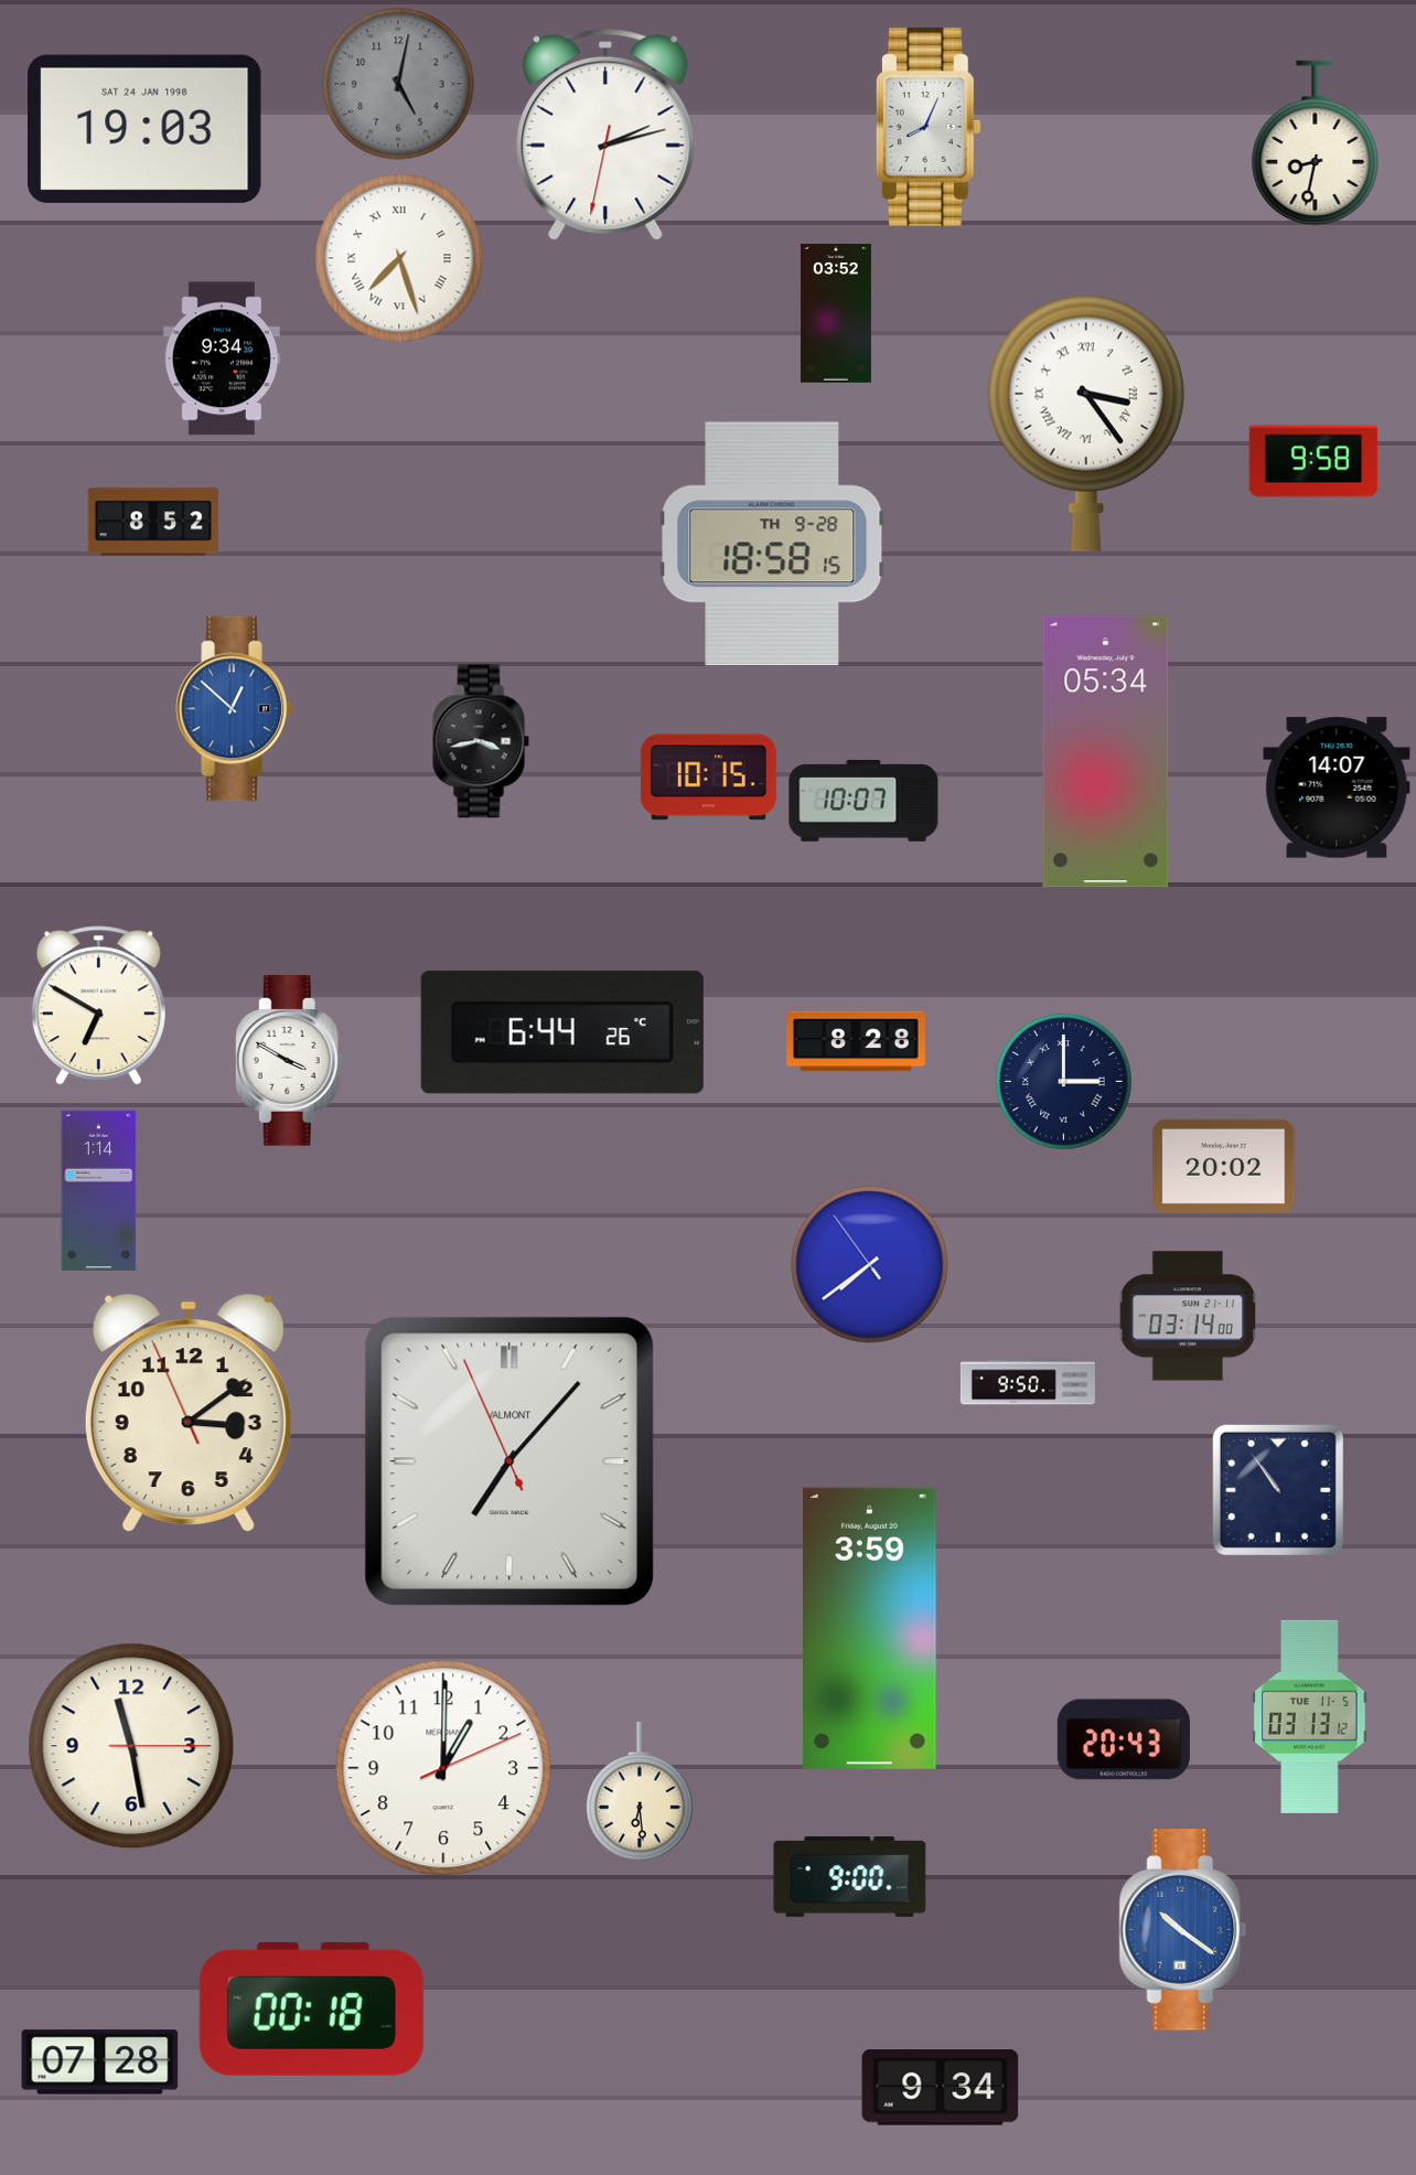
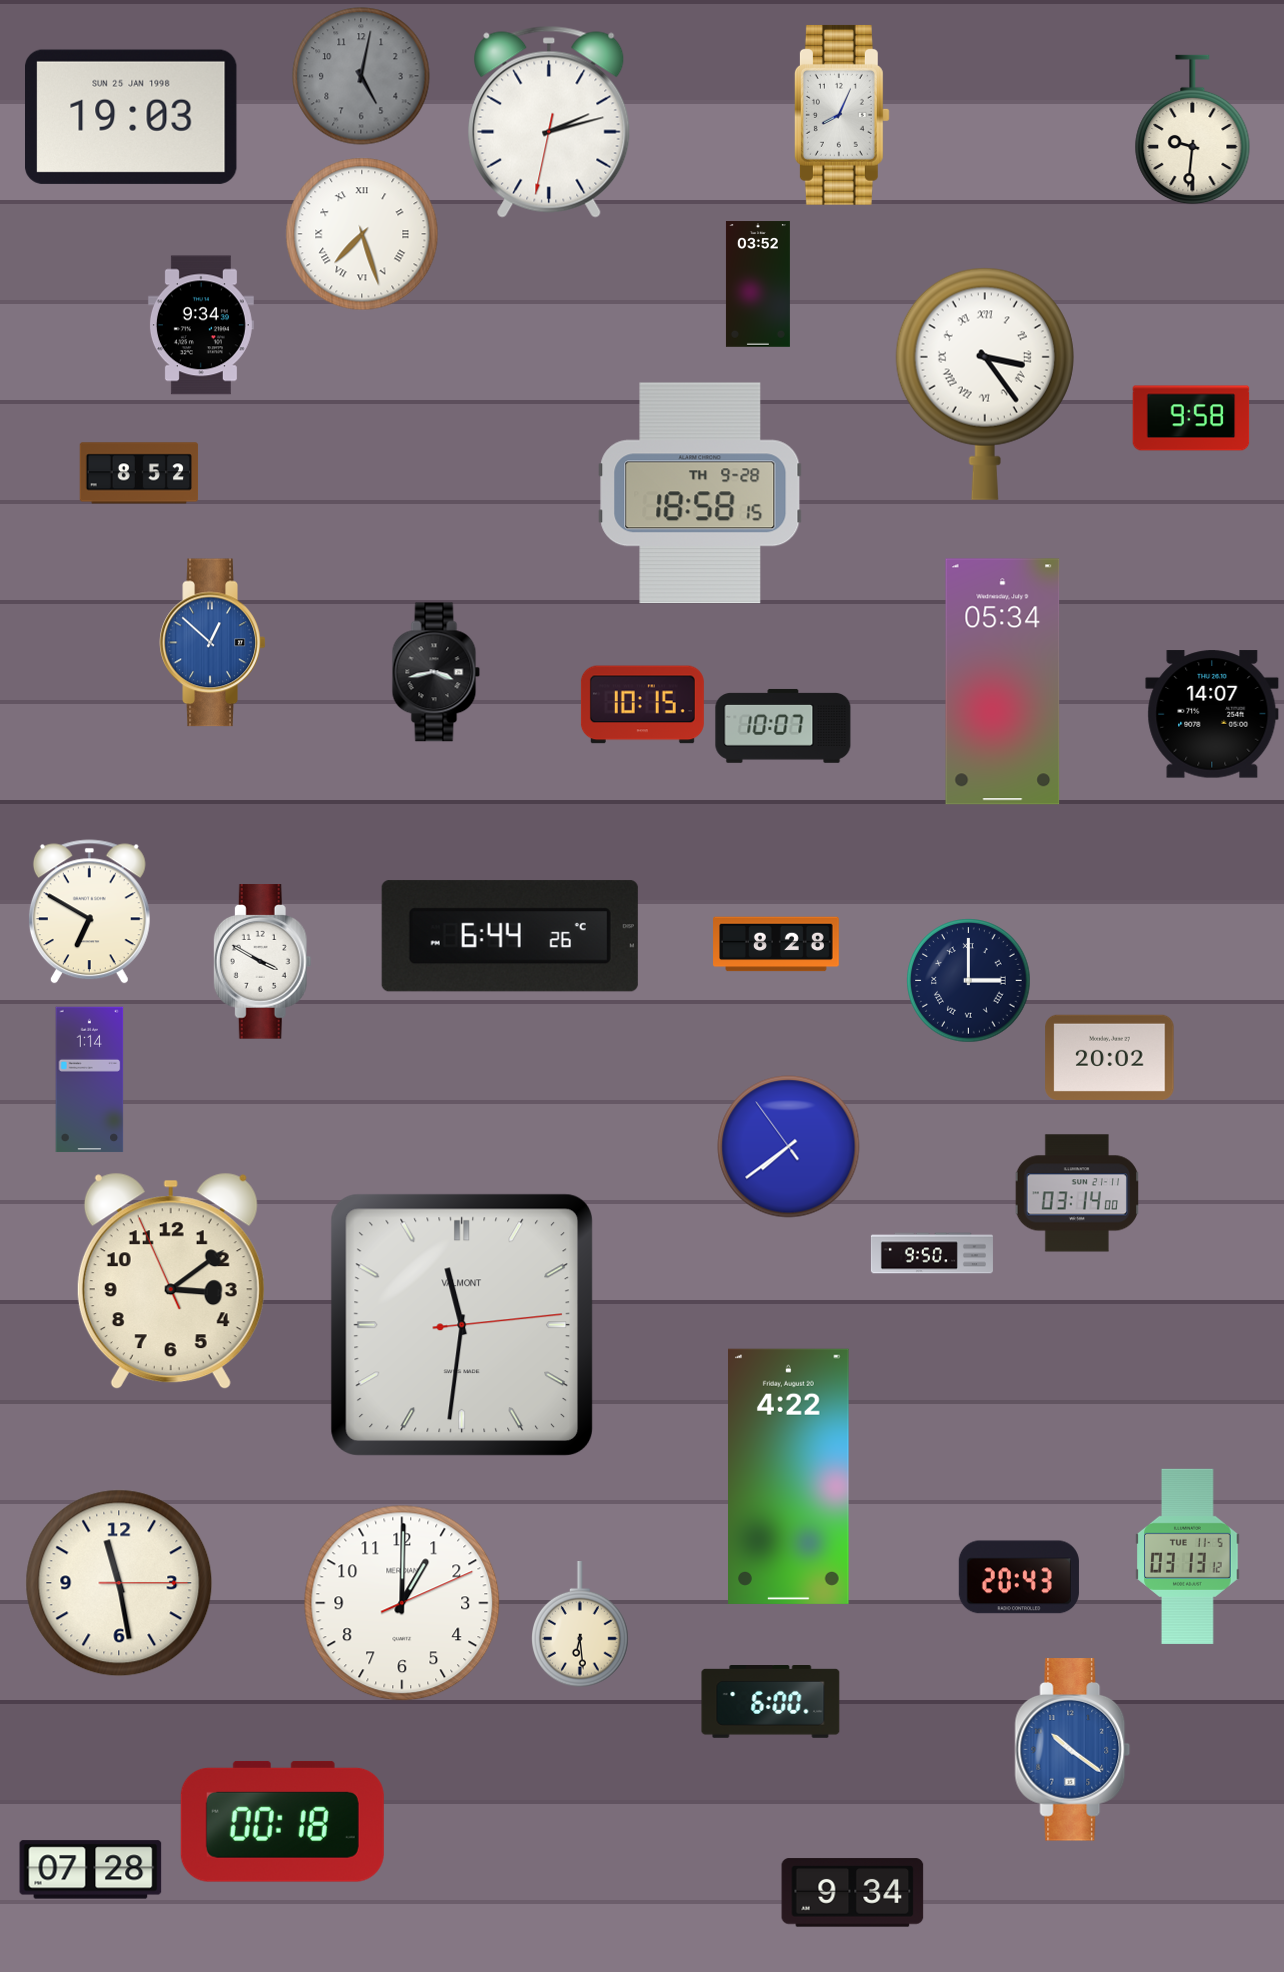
clock at (146, 129) date: SAT 24 JAN 1998 -> SUN 25 JAN 1998
clock at (1316, 143): 8:32 -> 9:31
clock at (1064, 1082) position: (1064, 1082) -> (969, 981)
clock at (509, 1461): 7:06 -> 11:31
clock at (1278, 1490): 10:54 -> none
clock at (870, 1628): 3:59 -> 4:22
clock at (850, 1877): 9:00 -> 6:00
